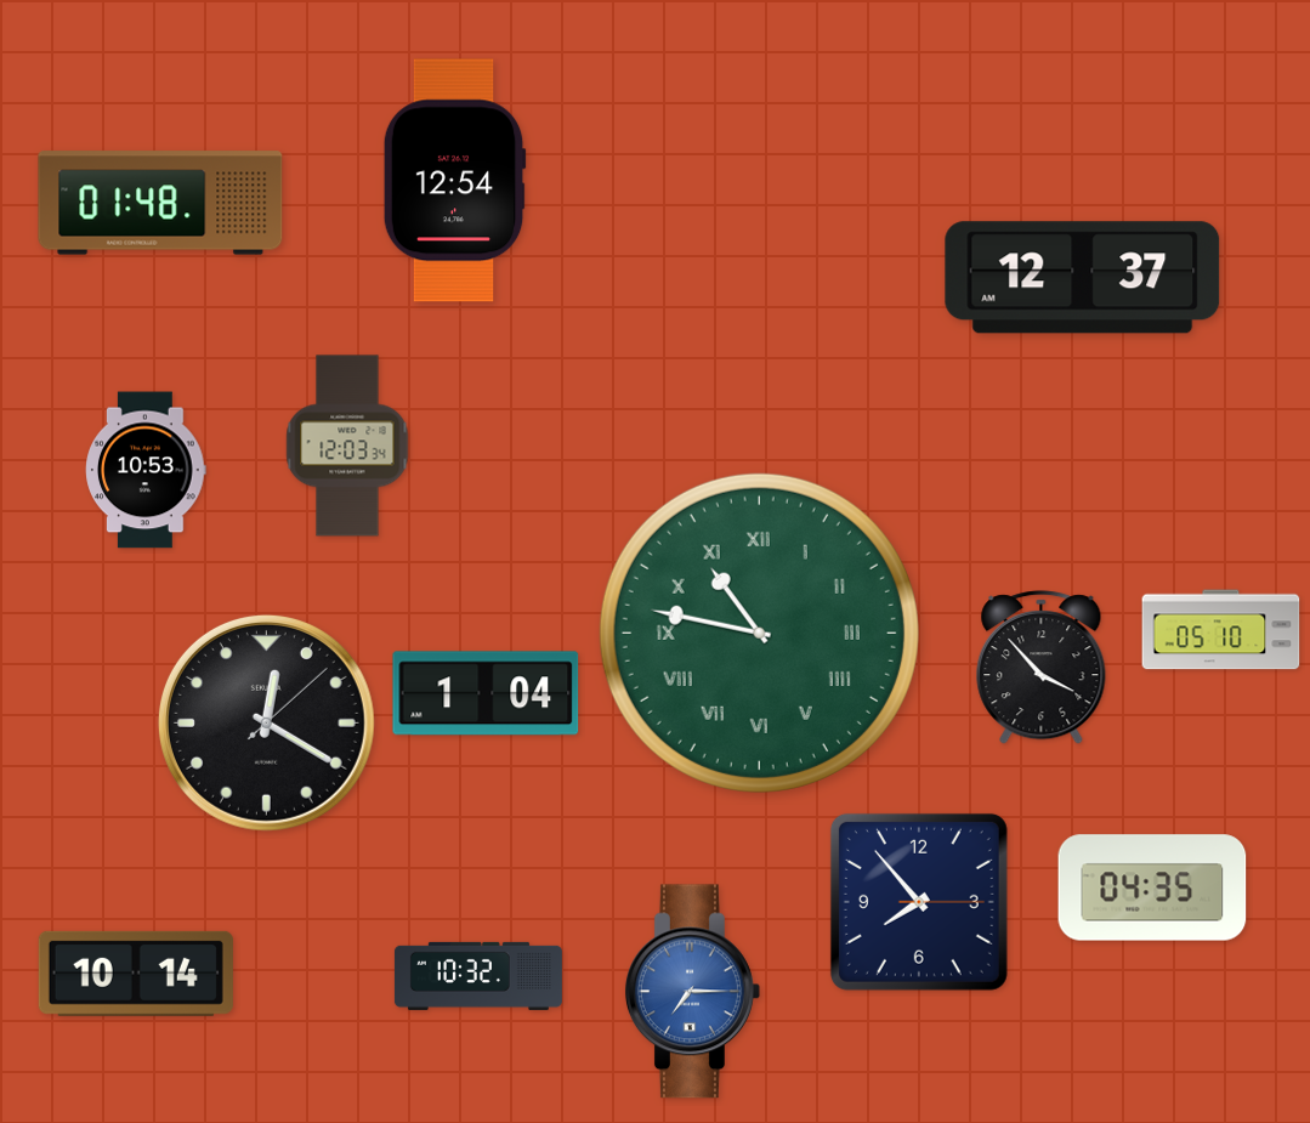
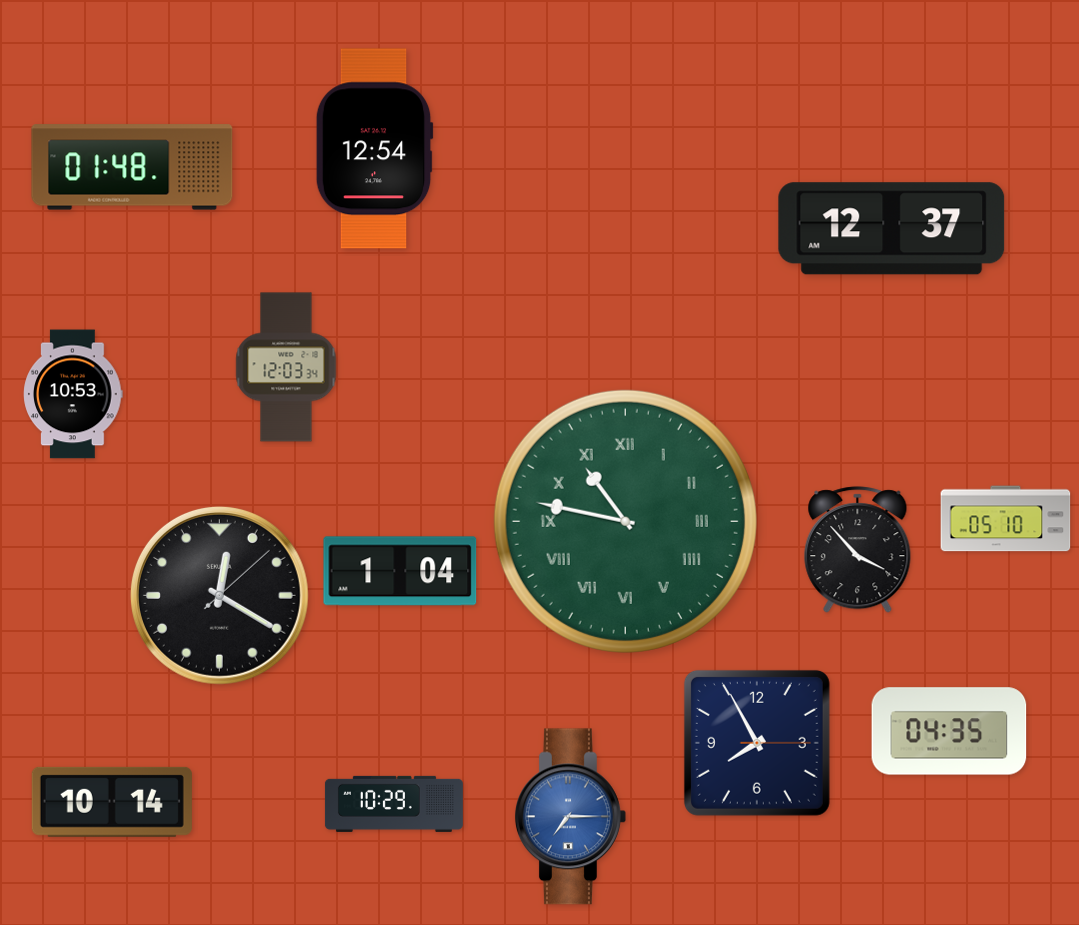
clock at (146, 470) position: (146, 470) -> (73, 394)
clock at (919, 902): 7:53 -> 7:55
clock at (478, 976): 10:32 -> 10:29
